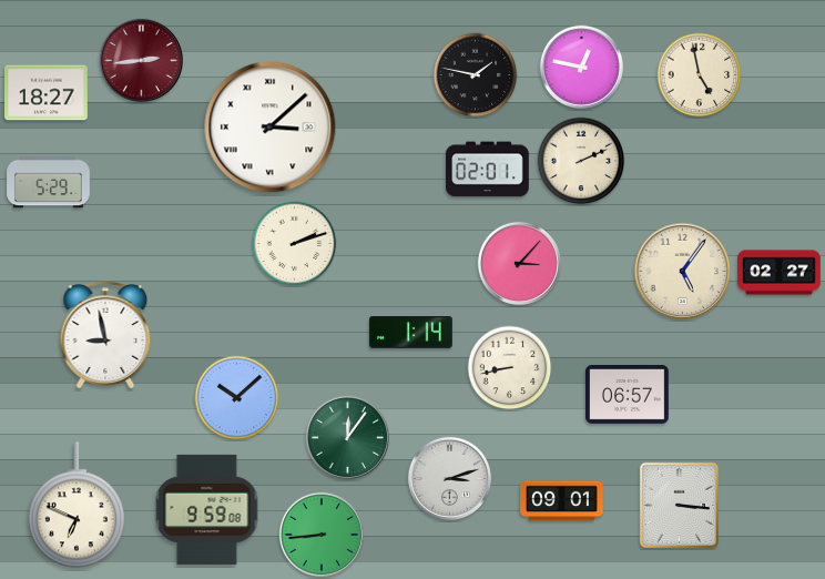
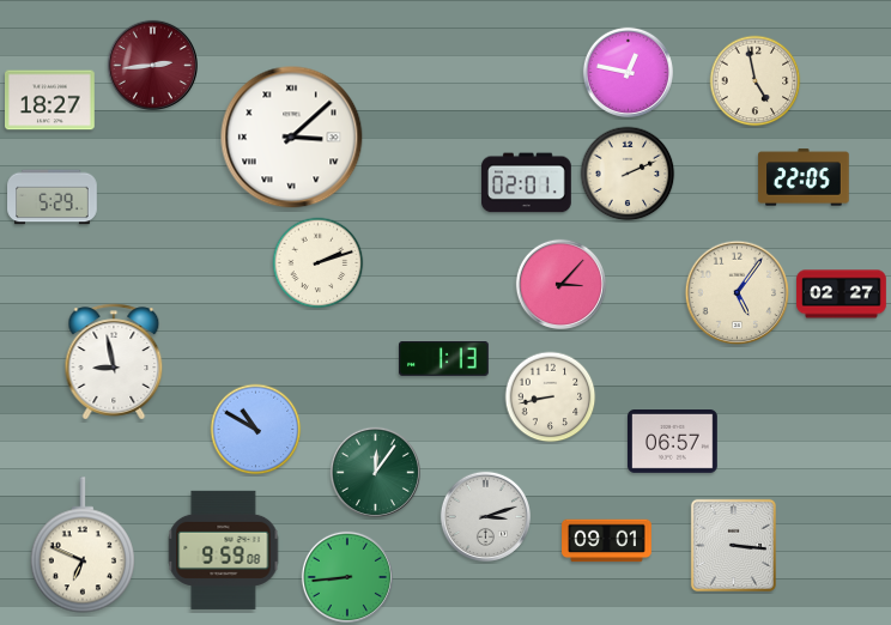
clock at (476, 75): 1:47 -> none
clock at (804, 177): none -> 22:05
clock at (411, 333): 1:14 -> 1:13
clock at (628, 395) position: (628, 395) -> (673, 442)
clock at (237, 398): 10:08 -> 10:50
